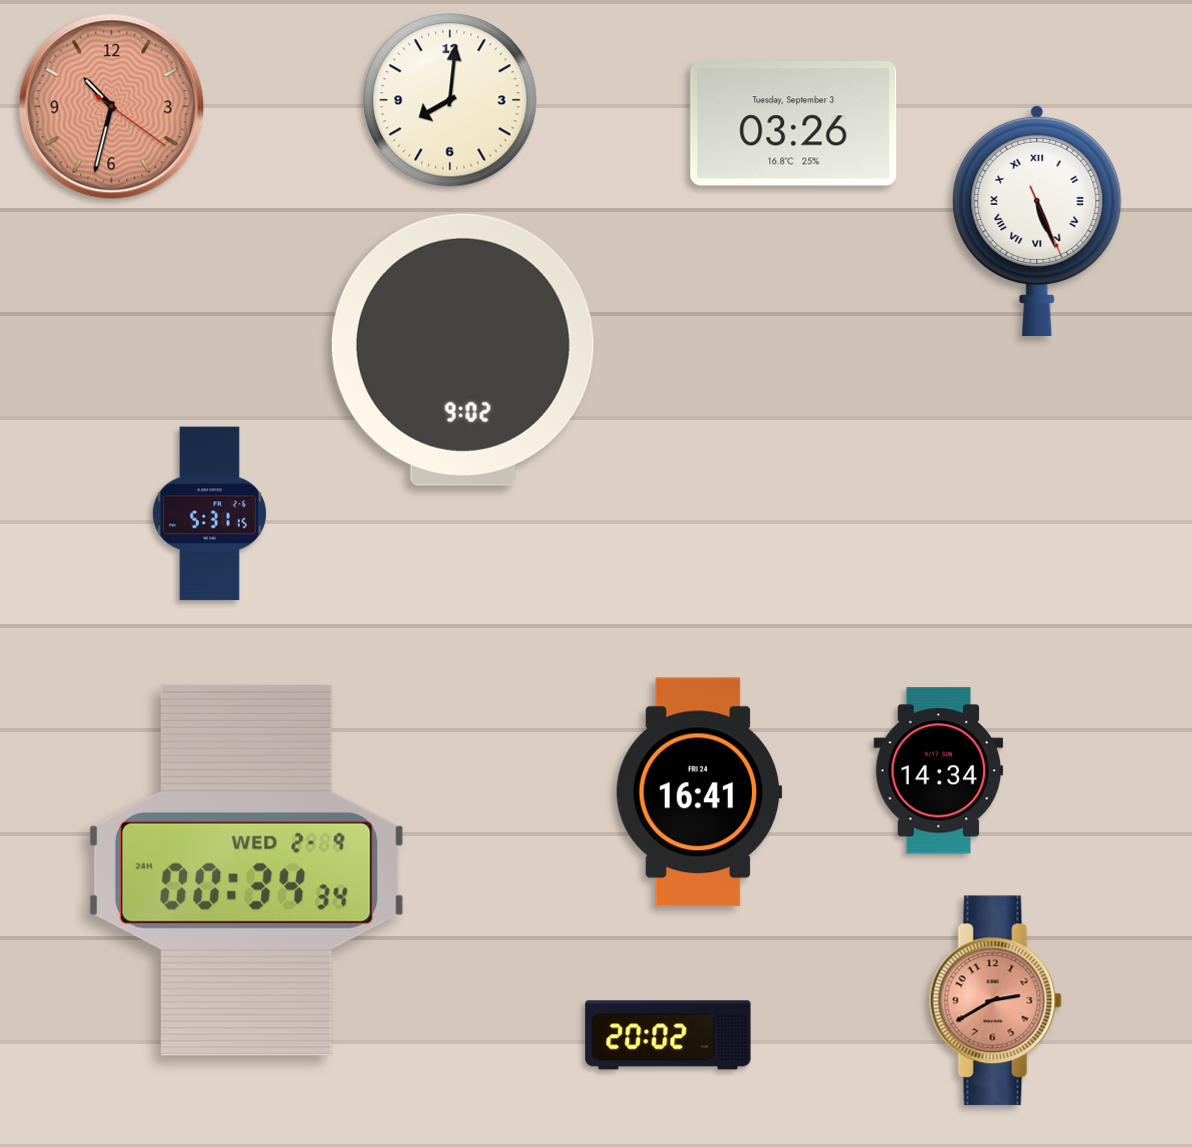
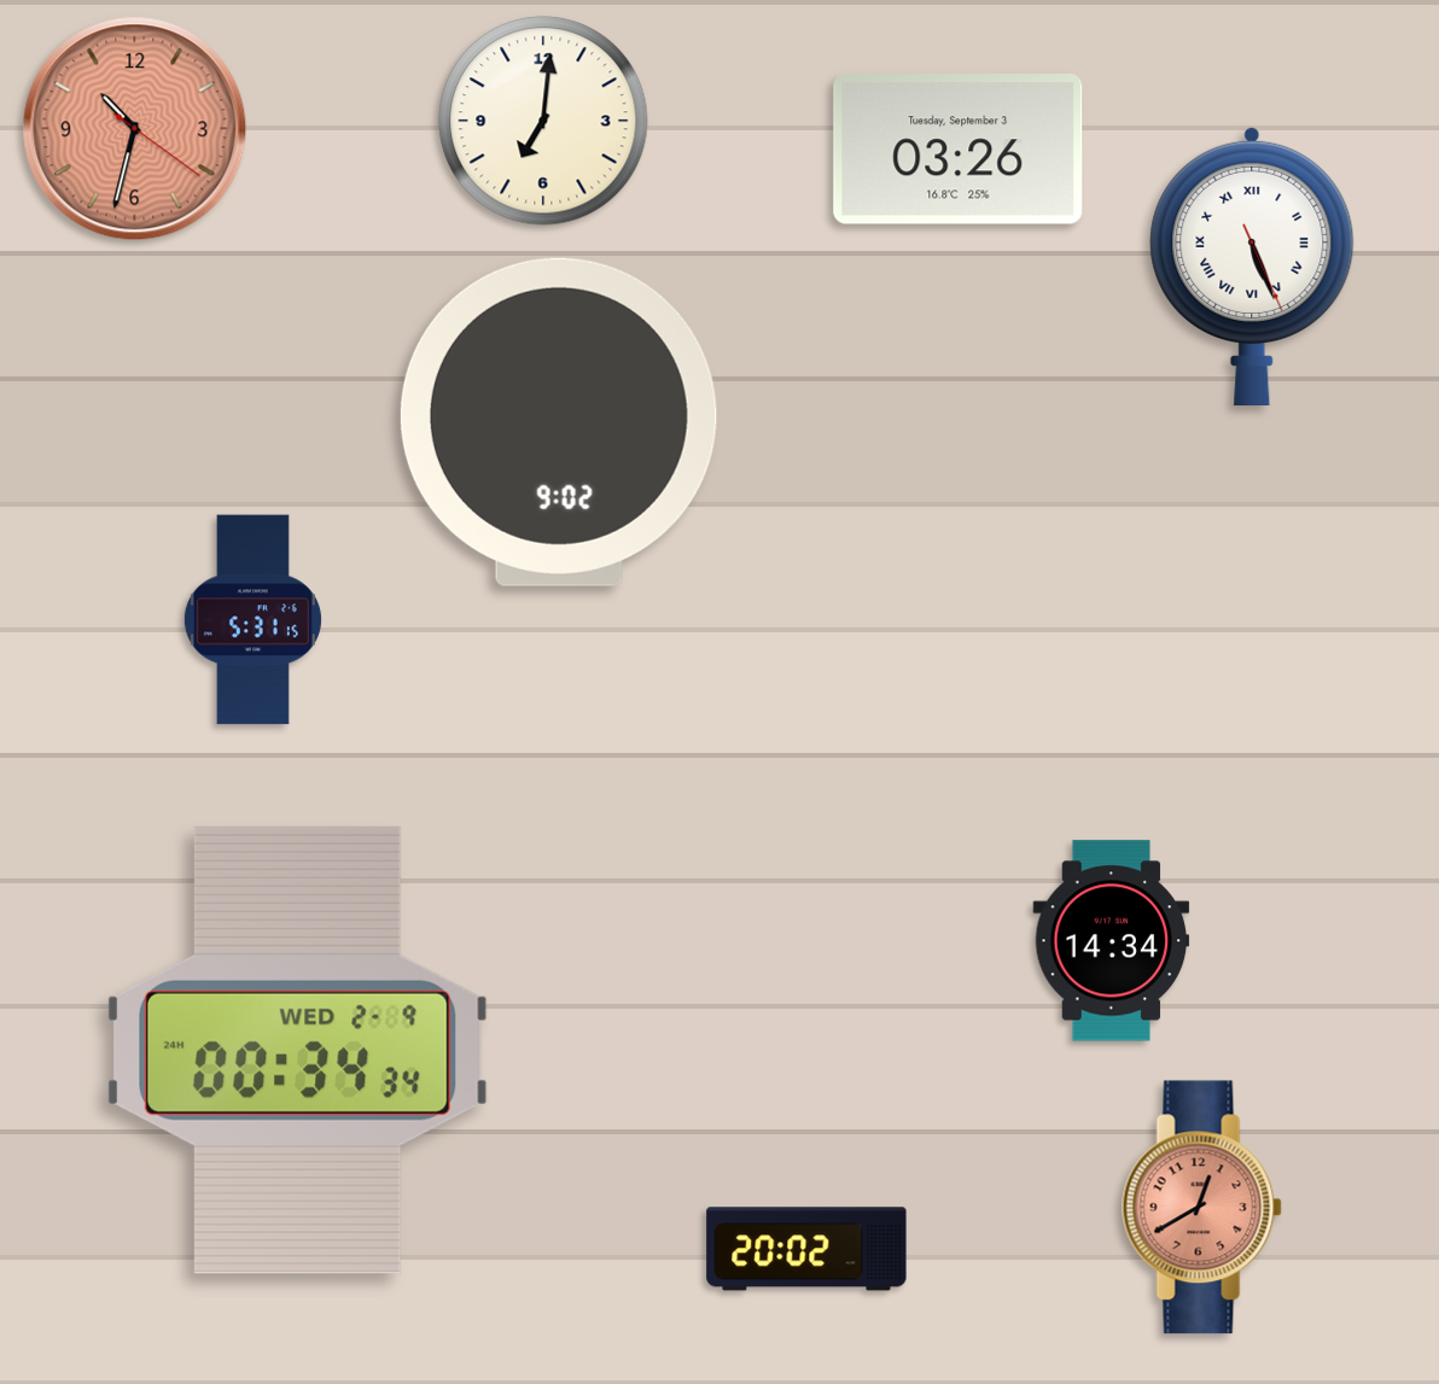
clock at (450, 100): 8:01 -> 7:01
clock at (939, 771) position: (939, 771) -> (1112, 941)
clock at (699, 792): 16:41 -> none
clock at (995, 1001): 2:40 -> 12:40
